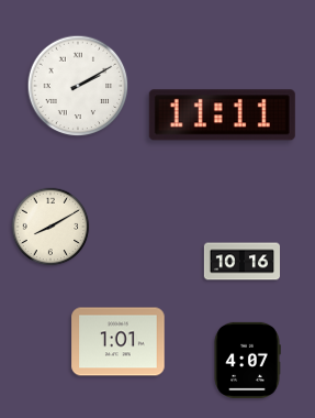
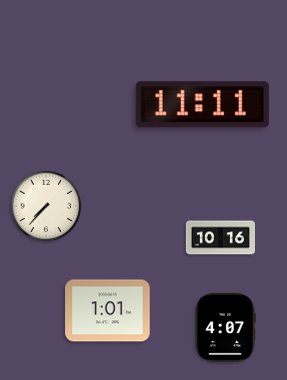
clock at (78, 86): 2:10 -> none
clock at (50, 227): 8:10 -> 7:37
